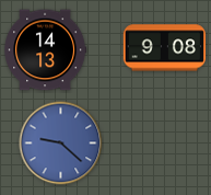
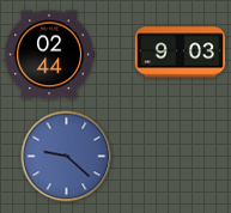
clock at (164, 48): 9:08 -> 9:03
clock at (46, 50): 14:13 -> 02:44
